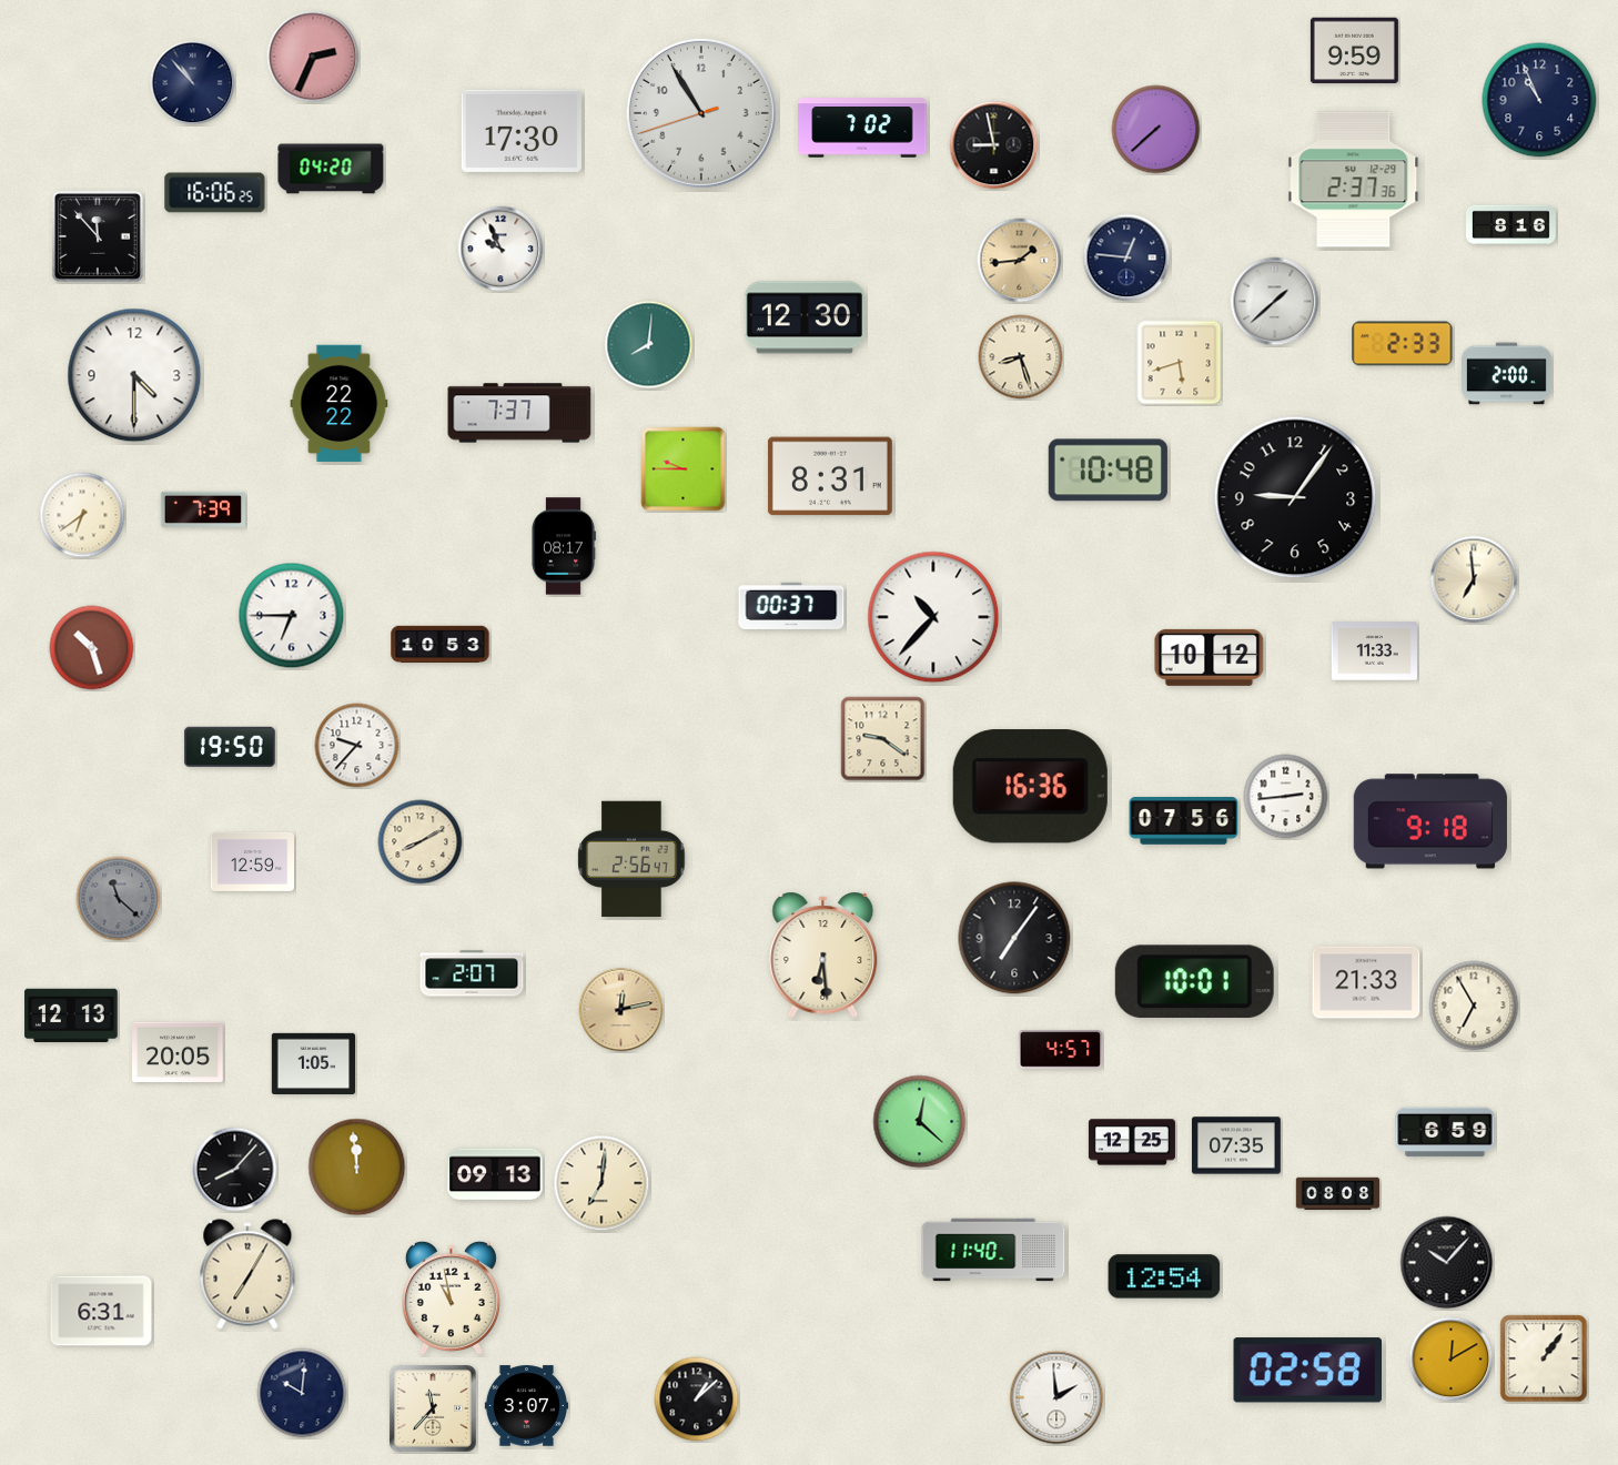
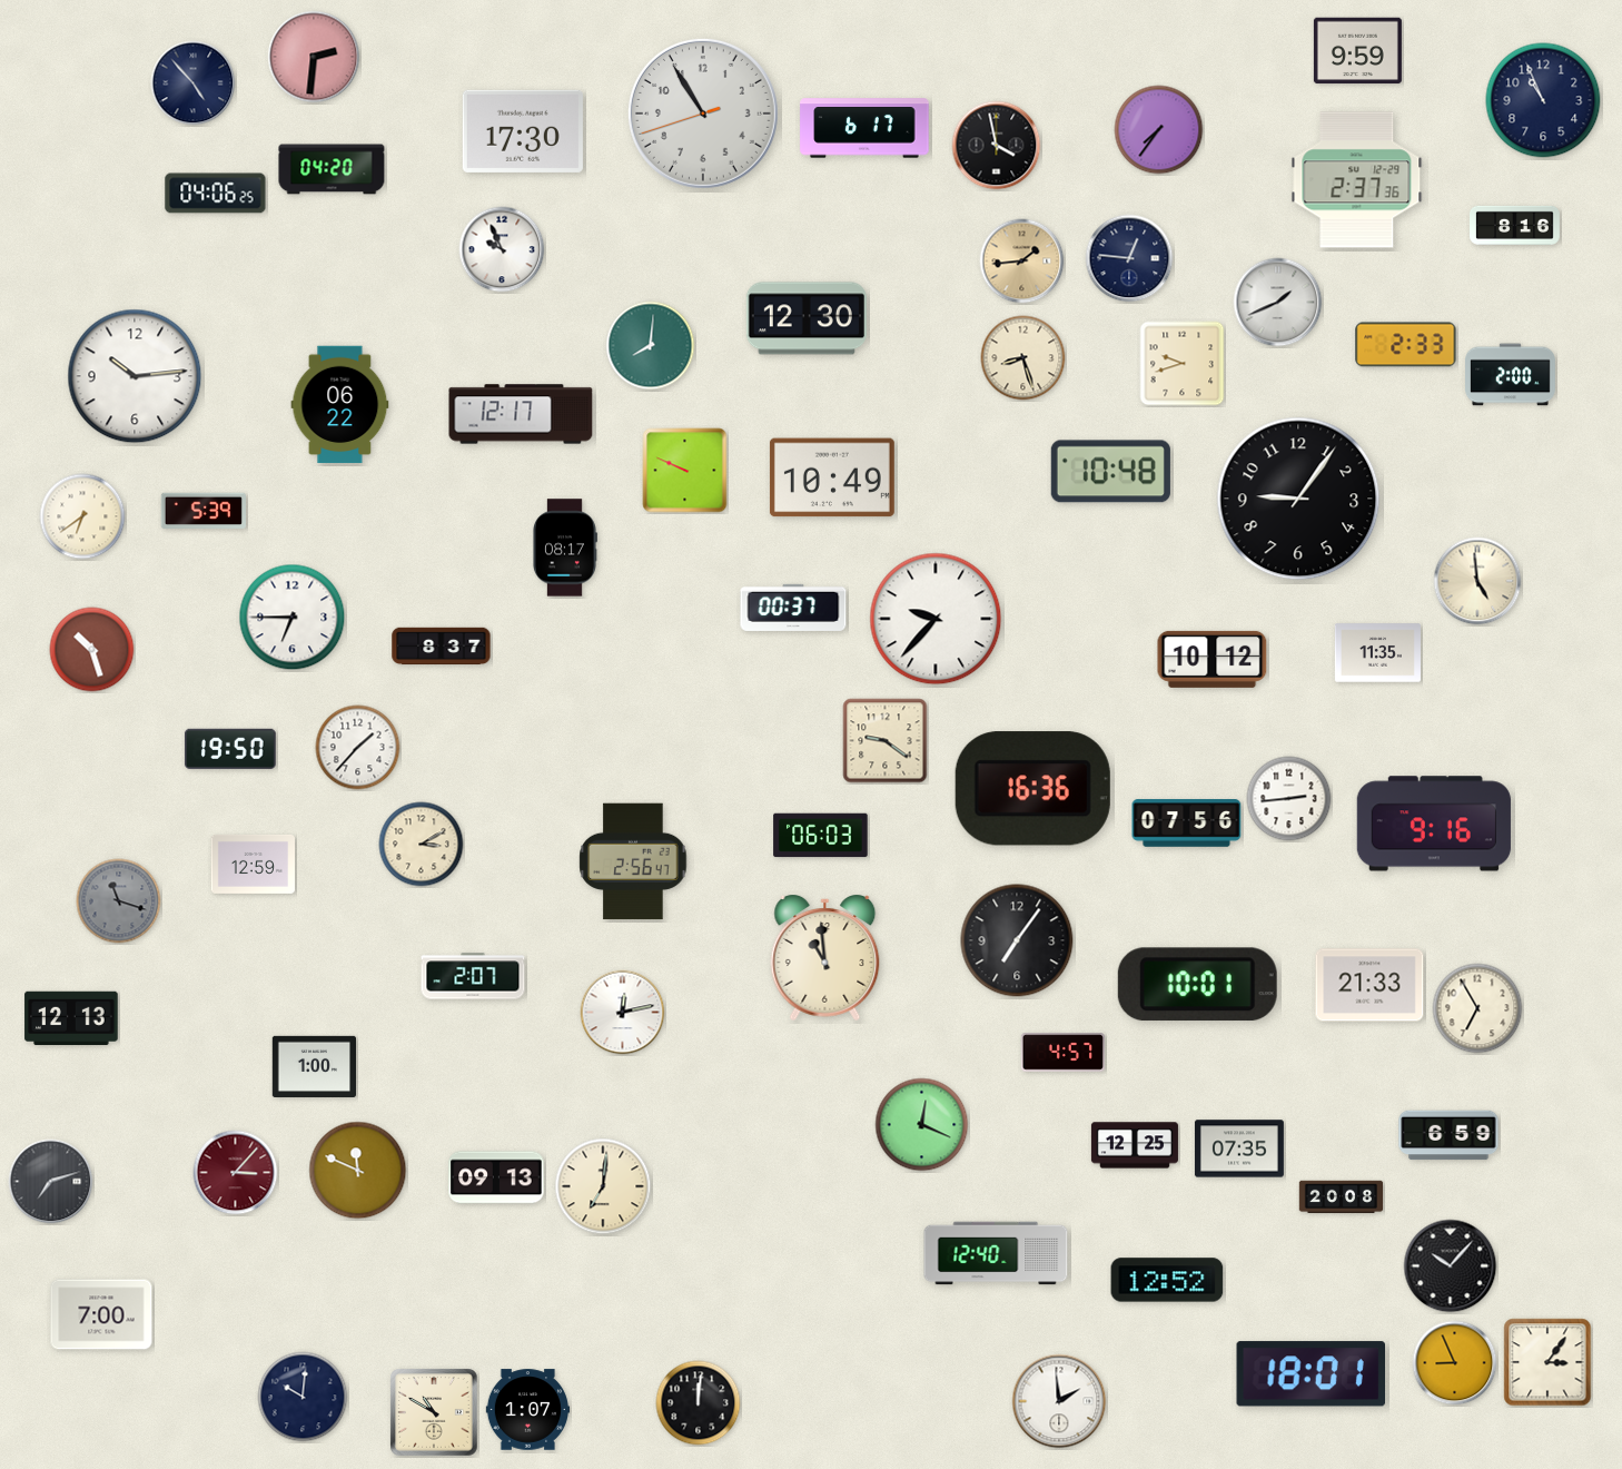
clock at (313, 57): 2:34 -> 2:31
clock at (193, 83): 10:53 -> 4:53
clock at (862, 128): 7:02 -> 6:17
clock at (1156, 130): 7:38 -> 7:36
clock at (994, 145): 8:58 -> 3:58
clock at (215, 193): 16:06 -> 04:06
clock at (98, 236): 11:53 -> none
clock at (1275, 302): 1:38 -> 1:41
clock at (1180, 363): 5:42 -> 9:42
clock at (134, 375): 4:30 -> 10:14
clock at (340, 404): 22:22 -> 06:22
clock at (519, 413): 7:37 -> 12:17
clock at (684, 469): 9:45 -> 9:49
clock at (830, 476): 8:31 -> 10:49
clock at (203, 509): 7:39 -> 5:39
clock at (1474, 579): 6:59 -> 4:59
clock at (933, 617): 10:37 -> 9:37
clock at (441, 645): 10:53 -> 8:37
clock at (1374, 651): 11:33 -> 11:35
clock at (357, 746): 9:37 -> 1:37
clock at (1430, 821): 9:18 -> 9:16
clock at (821, 836): none -> 06:03
clock at (421, 842): 8:10 -> 3:10
clock at (119, 899): 11:22 -> 11:18
clock at (823, 956): 6:29 -> 10:59
clock at (621, 1010) dial: champagne -> white
clock at (178, 1051): 20:05 -> none
clock at (313, 1063): 1:05 -> 1:00
clock at (920, 1122): 12:22 -> 12:19
clock at (357, 1168): 11:59 -> 11:49
clock at (235, 1170): 8:07 -> 3:07
clock at (235, 1170) dial: black -> burgundy
clock at (51, 1182): none -> 7:12
clock at (1338, 1194): 08:08 -> 20:08
clock at (993, 1250): 11:40 -> 12:40
clock at (247, 1274): 7:05 -> none
clock at (1164, 1276): 12:54 -> 12:52
clock at (451, 1297): 10:58 -> none
clock at (101, 1311): 6:31 -> 7:00
clock at (1544, 1358): 1:06 -> 3:06
clock at (1452, 1360): 12:10 -> 8:56
clock at (1307, 1371): 02:58 -> 18:01
clock at (697, 1400): 1:08 -> 12:01
clock at (527, 1406): 3:07 -> 1:07
clock at (433, 1408): 11:37 -> 10:50
